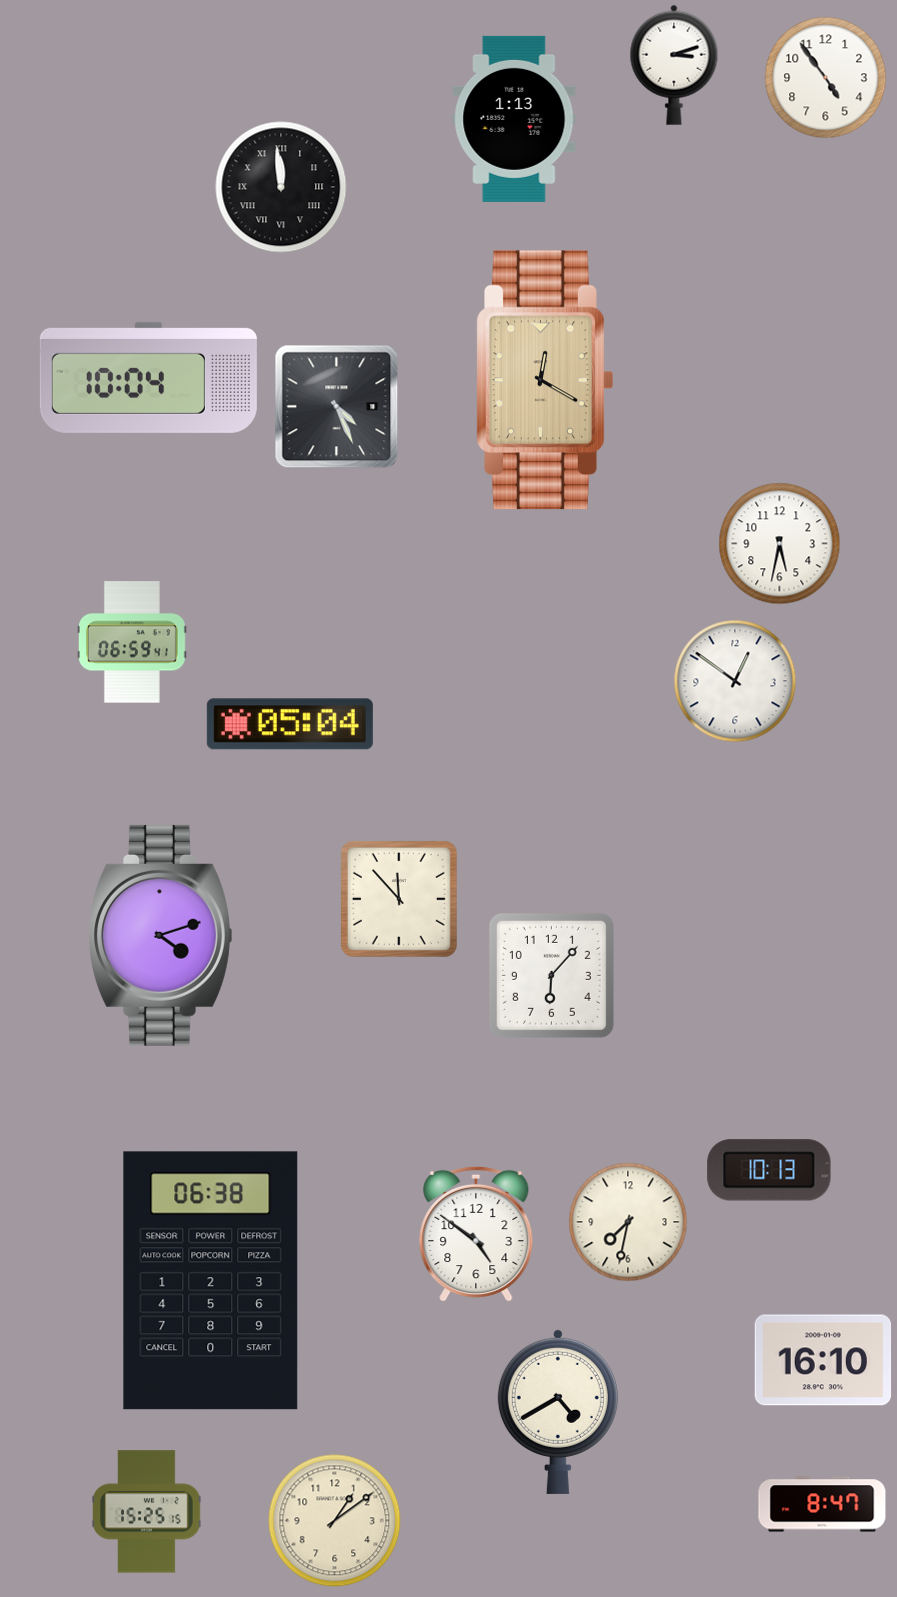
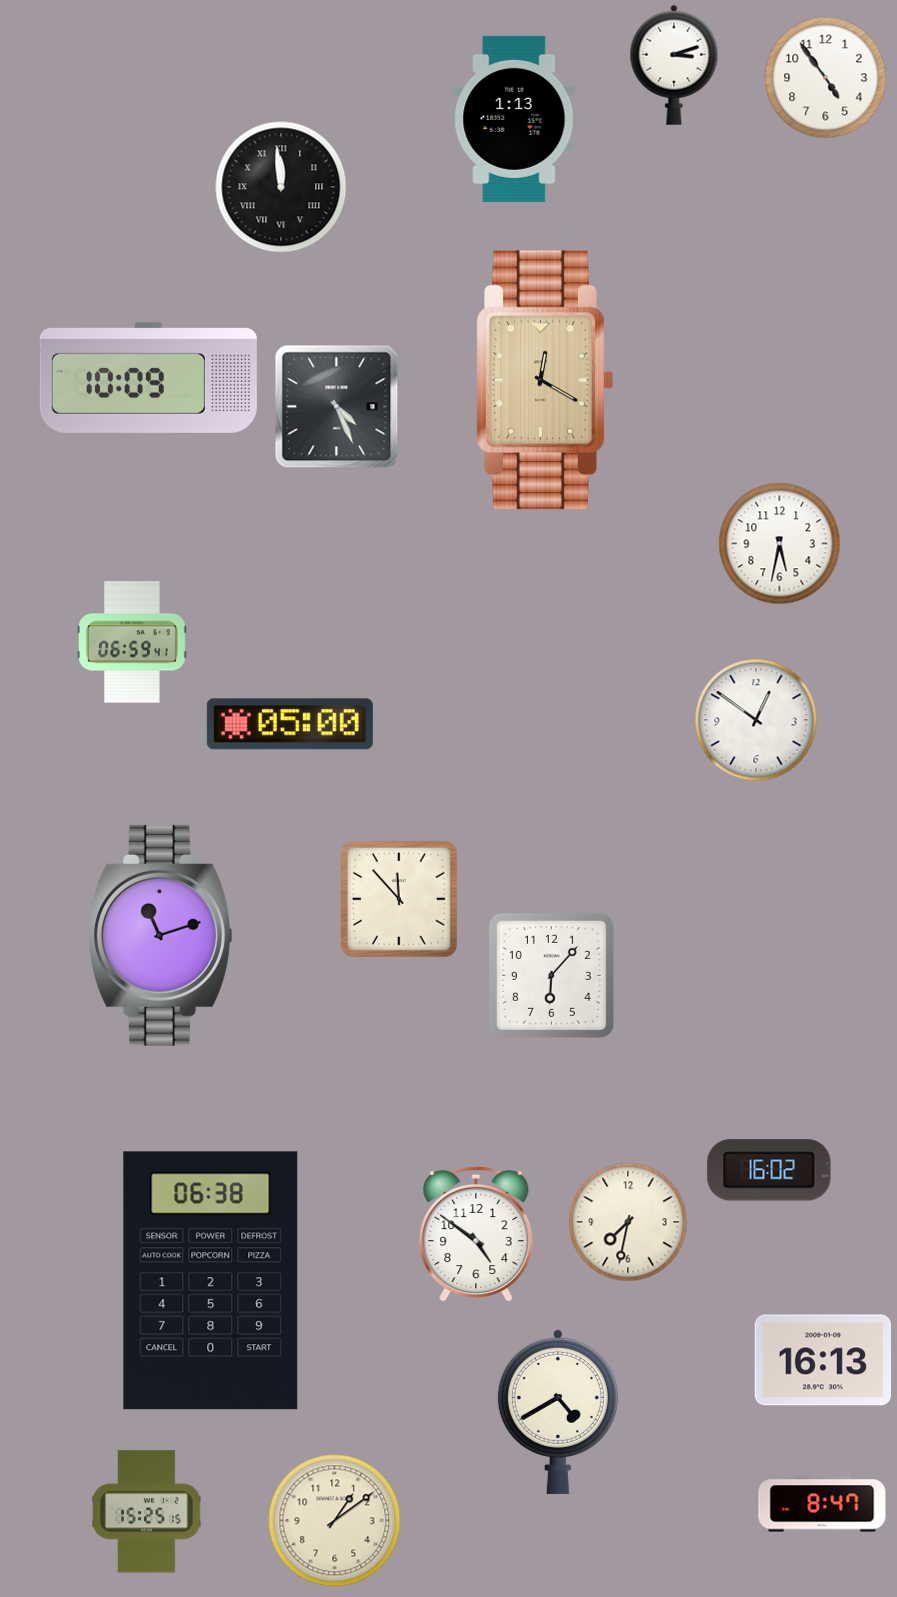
clock at (148, 377): 10:04 -> 10:09
clock at (735, 681) position: (735, 681) -> (756, 720)
clock at (290, 724): 05:04 -> 05:00
clock at (161, 935): 4:12 -> 11:12
clock at (769, 1170): 10:13 -> 16:02
clock at (823, 1360): 16:10 -> 16:13
